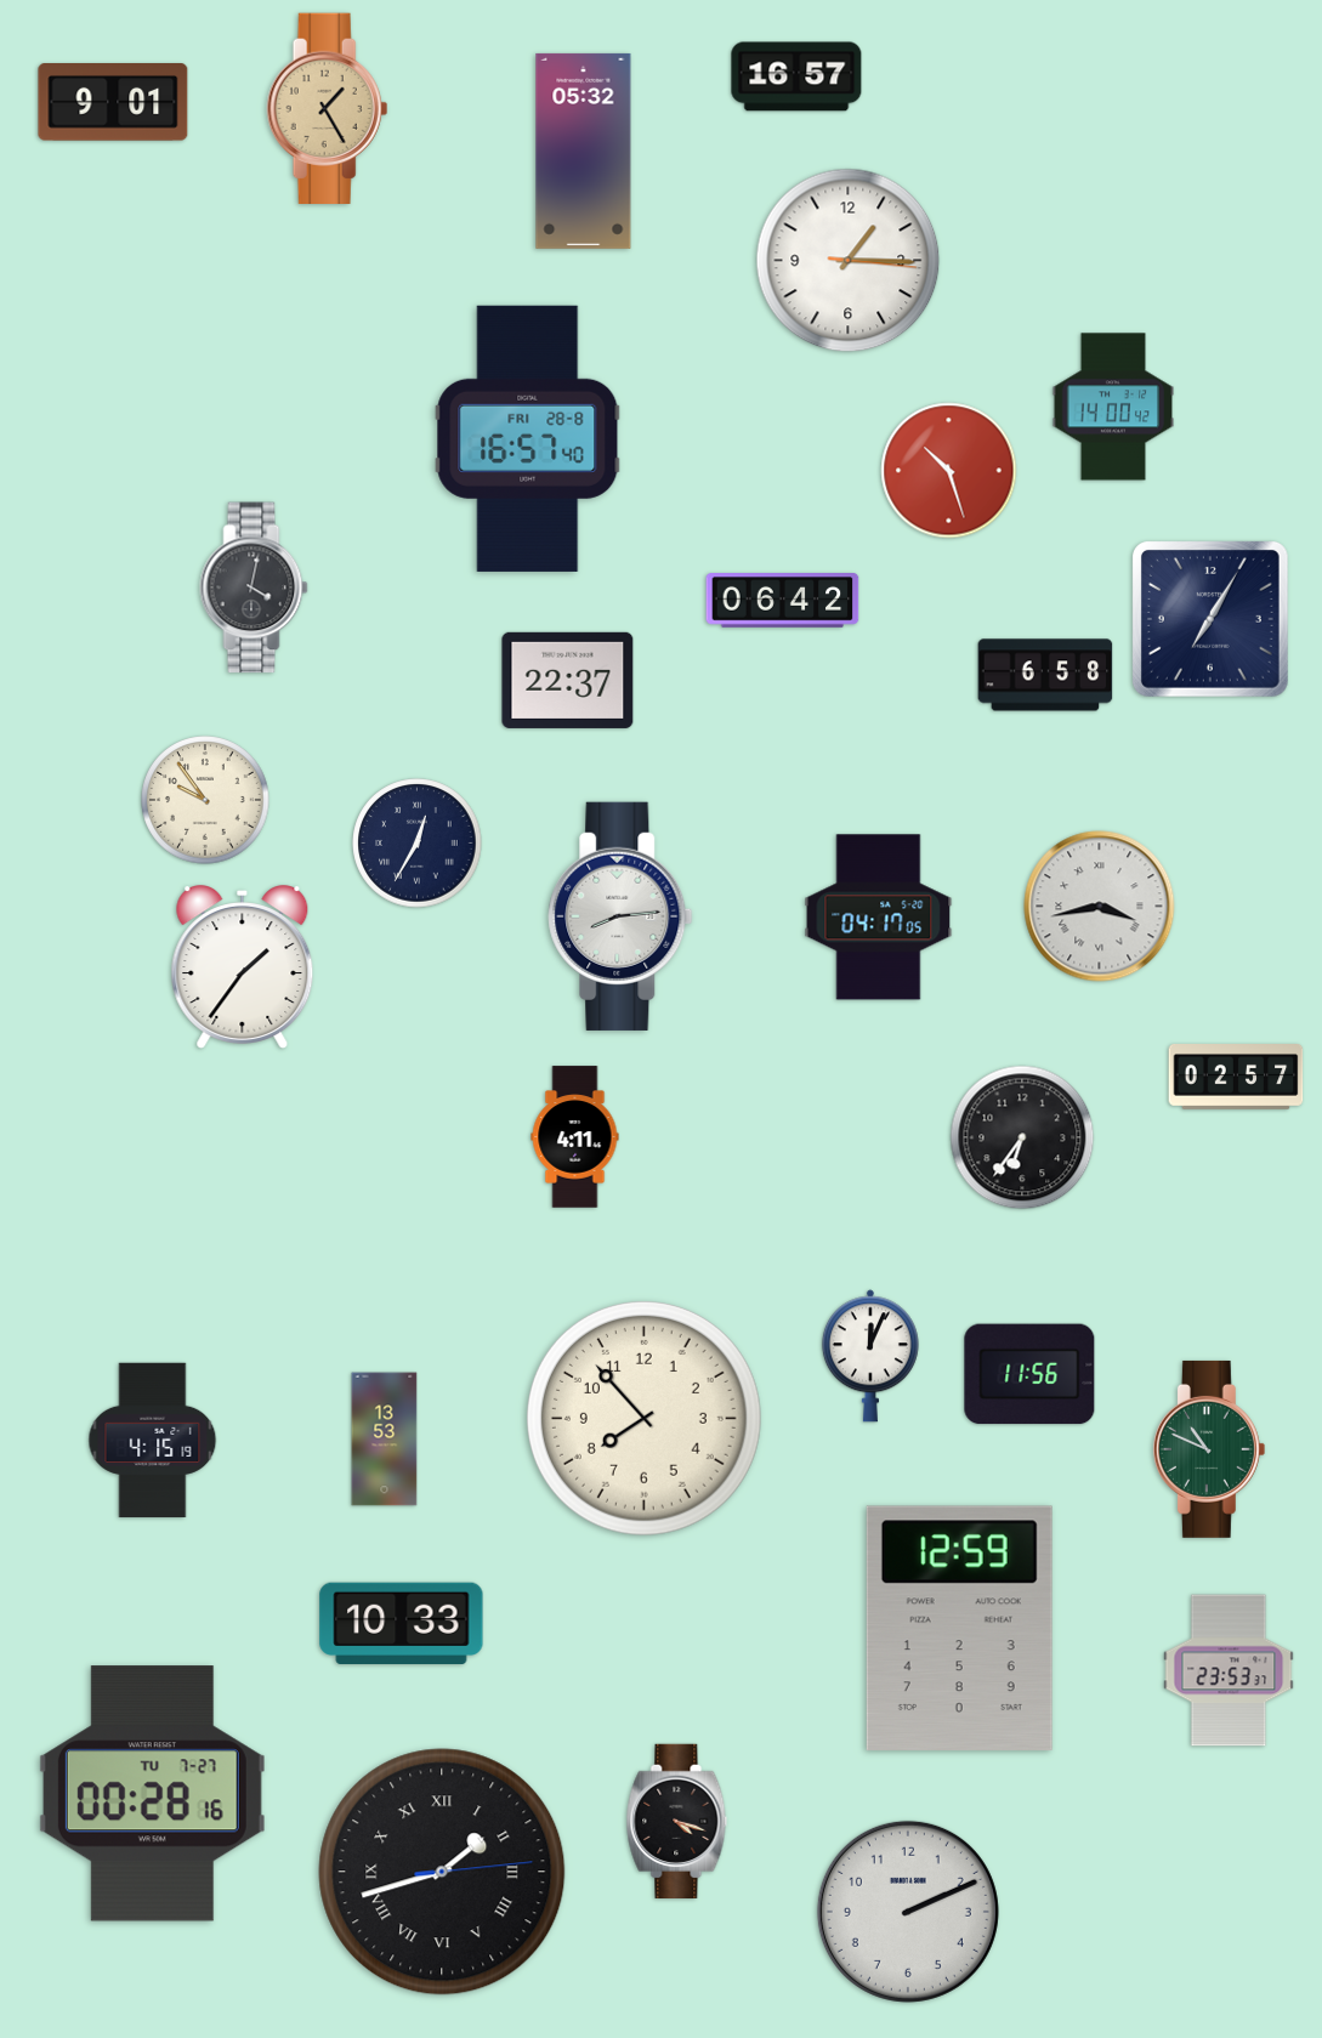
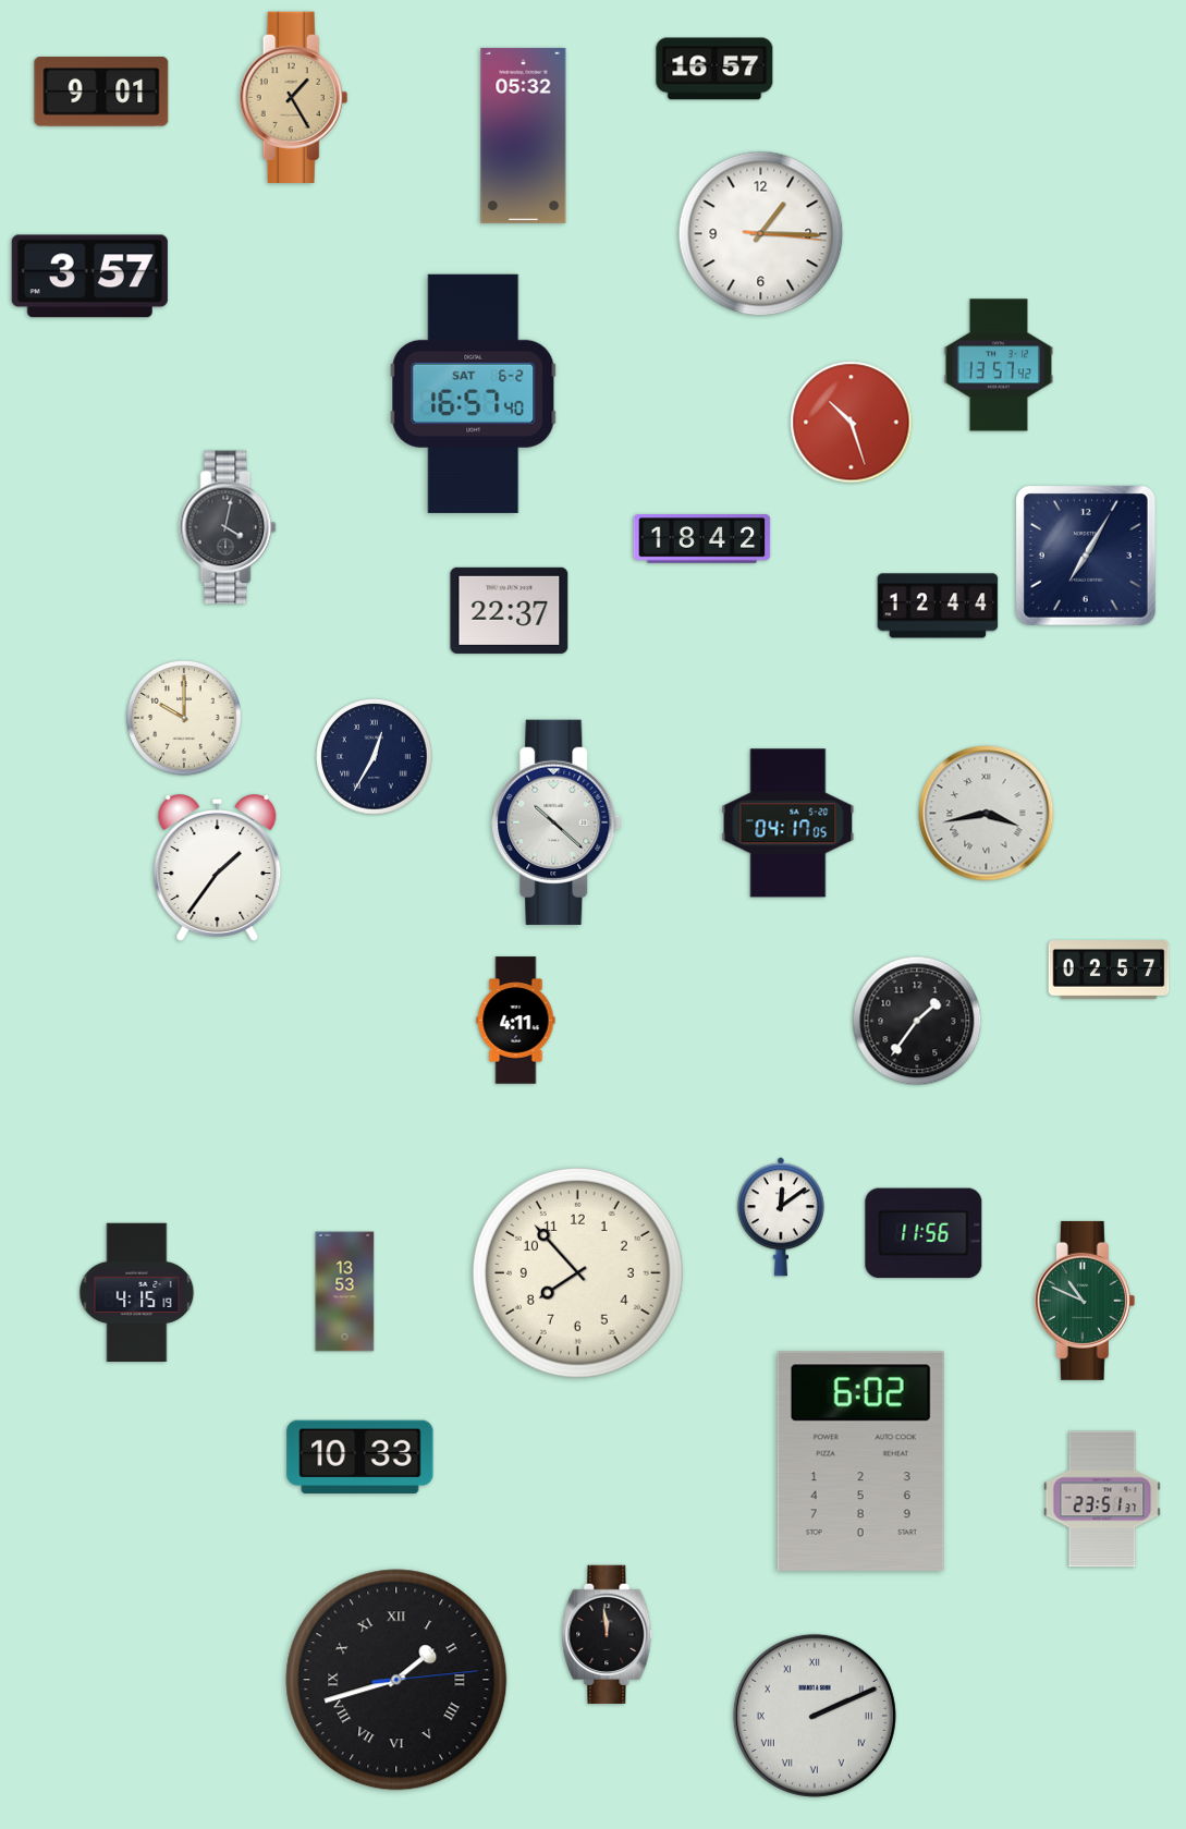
clock at (89, 277): none -> 3:57
clock at (1112, 407): 14:00 -> 13:57
clock at (528, 438) date: FRI 28-8 -> SAT 6-2
clock at (783, 601): 06:42 -> 18:42
clock at (1045, 675): 6:58 -> 12:44
clock at (205, 800): 9:54 -> 10:00
clock at (620, 916): 8:14 -> 10:22
clock at (1236, 1078) position: (1236, 1078) -> (1109, 971)
clock at (1022, 1137): 6:36 -> 1:36
clock at (870, 1356): 12:04 -> 12:09
clock at (959, 1628): 12:59 -> 6:02
clock at (1229, 1670): 23:53 -> 23:51
clock at (152, 1794): 00:28 -> none
clock at (677, 1821): 4:18 -> 11:59
clock at (908, 1912) numerals: Arabic -> Roman
